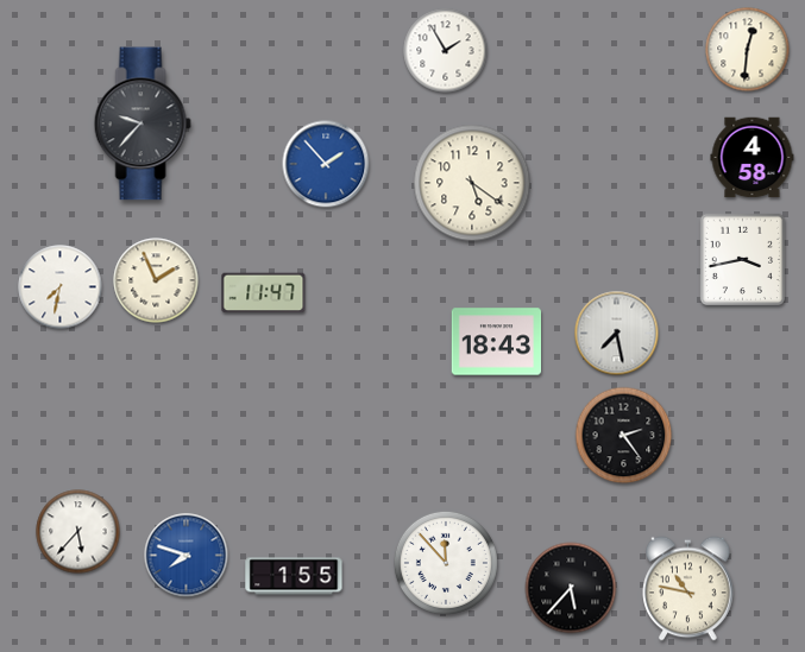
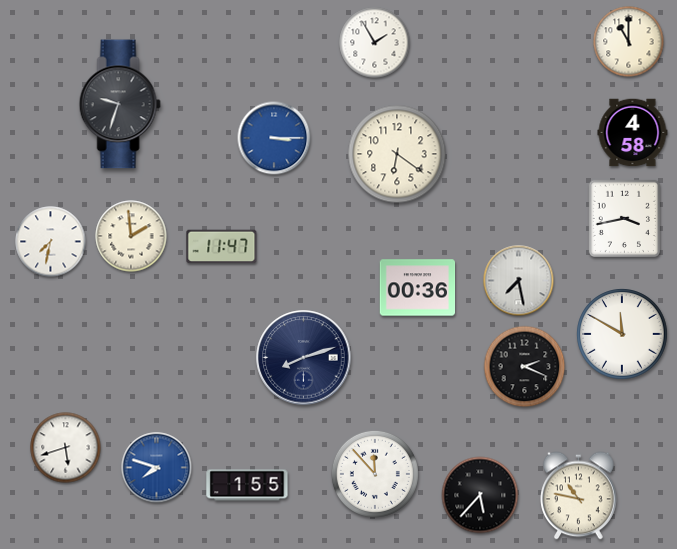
clock at (748, 50): 12:31 -> 11:00
clock at (143, 124): 9:37 -> 9:33
clock at (326, 164): 1:53 -> 3:15
clock at (472, 183): 5:21 -> 6:21
clock at (156, 280): 1:56 -> 1:59
clock at (497, 342): 18:43 -> 00:36
clock at (622, 334): none -> 11:50
clock at (304, 358): none -> 8:12
clock at (624, 436): 2:24 -> 2:19
clock at (78, 532): 5:37 -> 5:42
